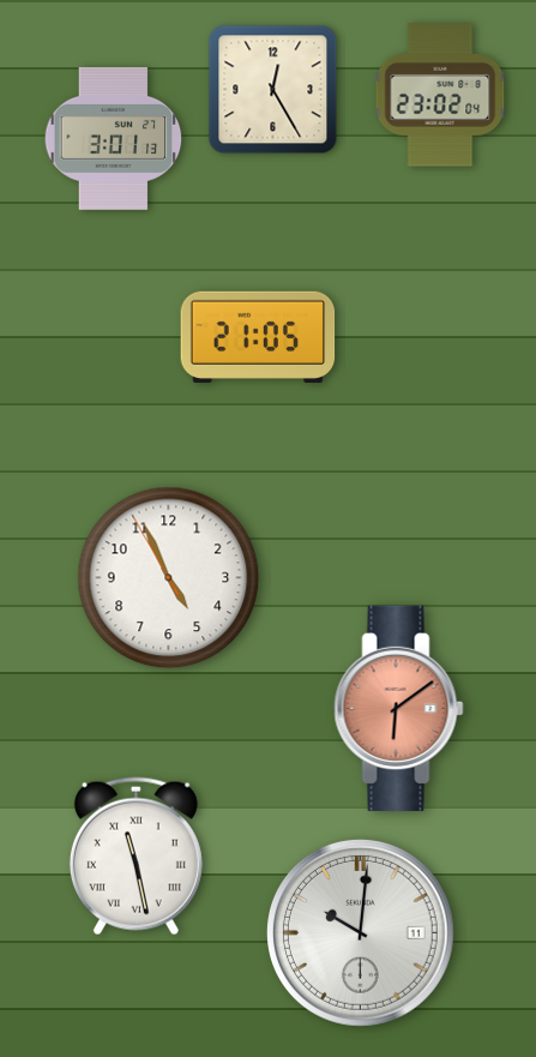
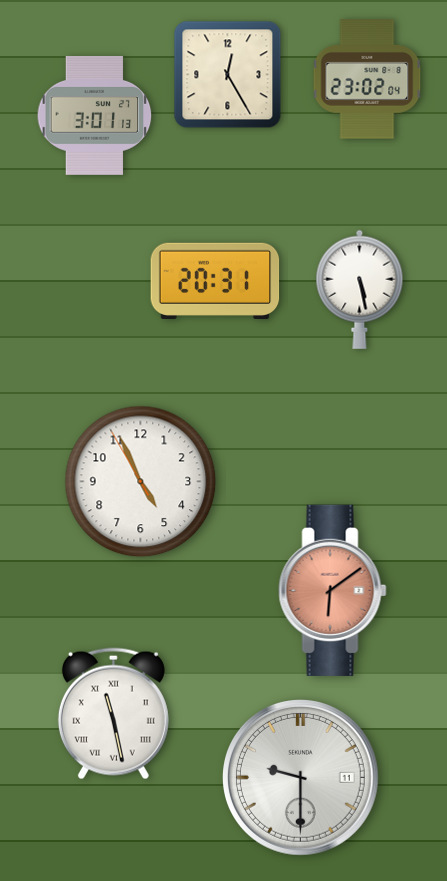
clock at (258, 337): 21:05 -> 20:31
clock at (360, 289): none -> 5:28
clock at (361, 933): 10:01 -> 9:30
